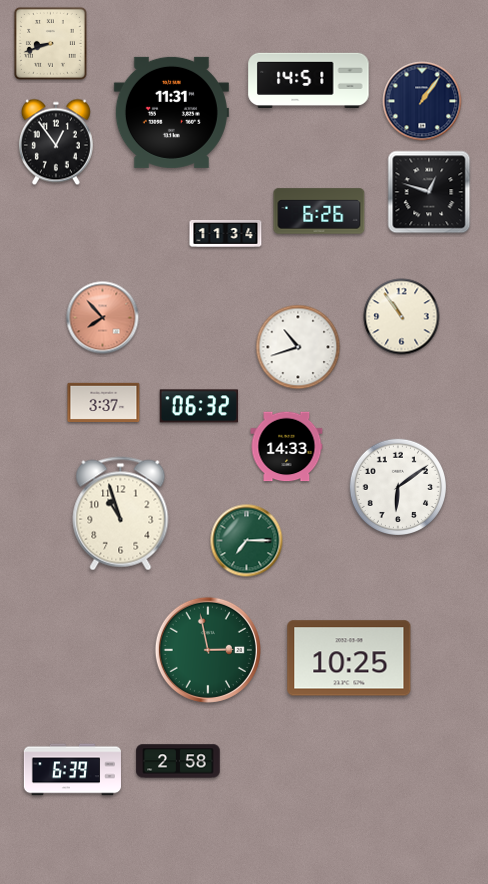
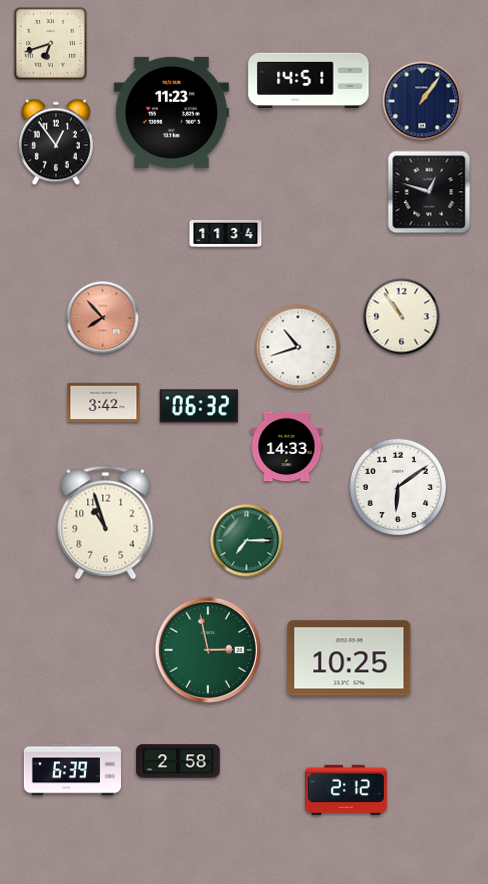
clock at (50, 43): 8:42 -> 6:42
clock at (171, 112): 11:31 -> 11:23
clock at (319, 211): 6:26 -> none
clock at (104, 402): 3:37 -> 3:42
clock at (121, 514) position: (121, 514) -> (106, 523)
clock at (347, 790): none -> 2:12
